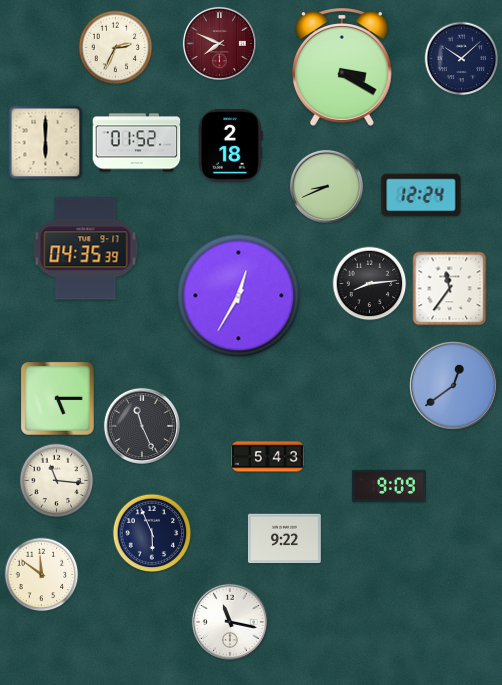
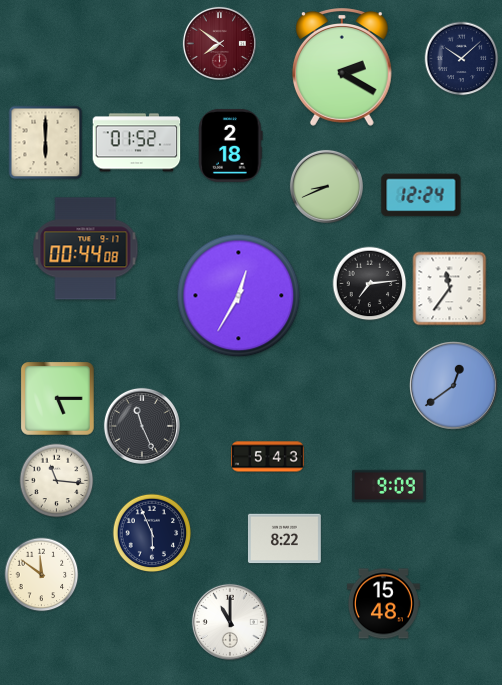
clock at (219, 43): 7:49 -> 7:51
clock at (116, 48): 2:34 -> none
clock at (342, 67): 3:20 -> 2:20
clock at (86, 249): 04:35 -> 00:44
clock at (370, 284): 8:14 -> 7:14
clock at (284, 539): 9:22 -> 8:22
clock at (383, 604): none -> 15:48
clock at (230, 622): 11:17 -> 11:00
